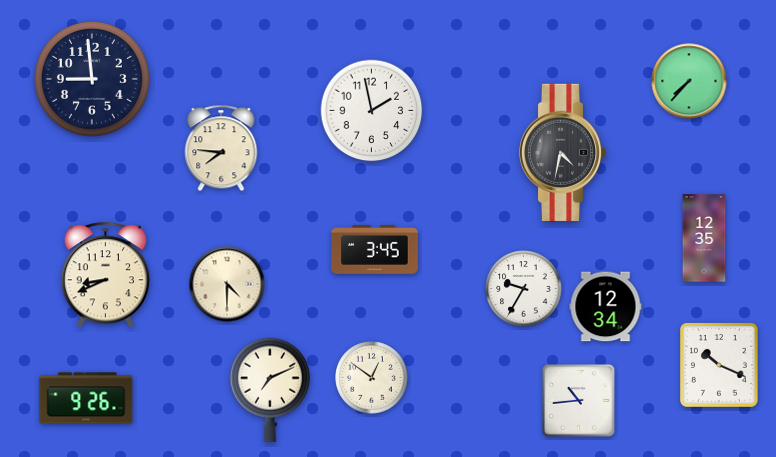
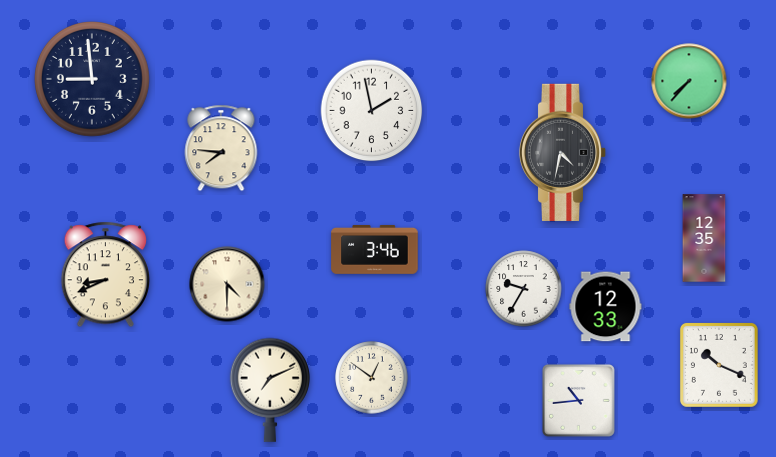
clock at (375, 250): 3:45 -> 3:46
clock at (606, 307): 12:34 -> 12:33
clock at (86, 398): 9:26 -> none
